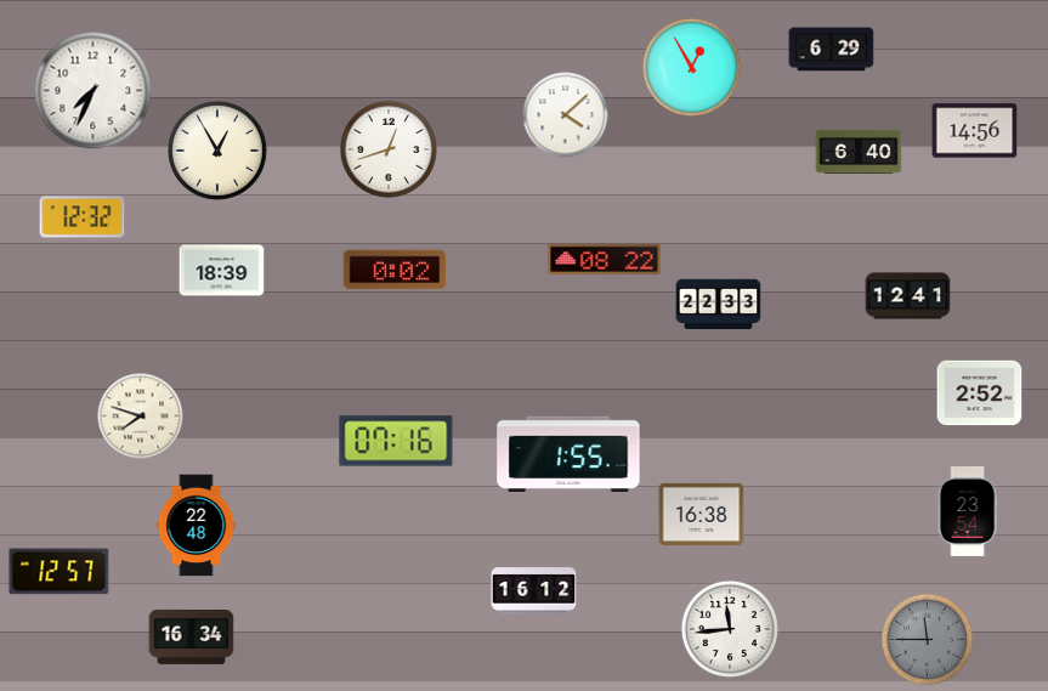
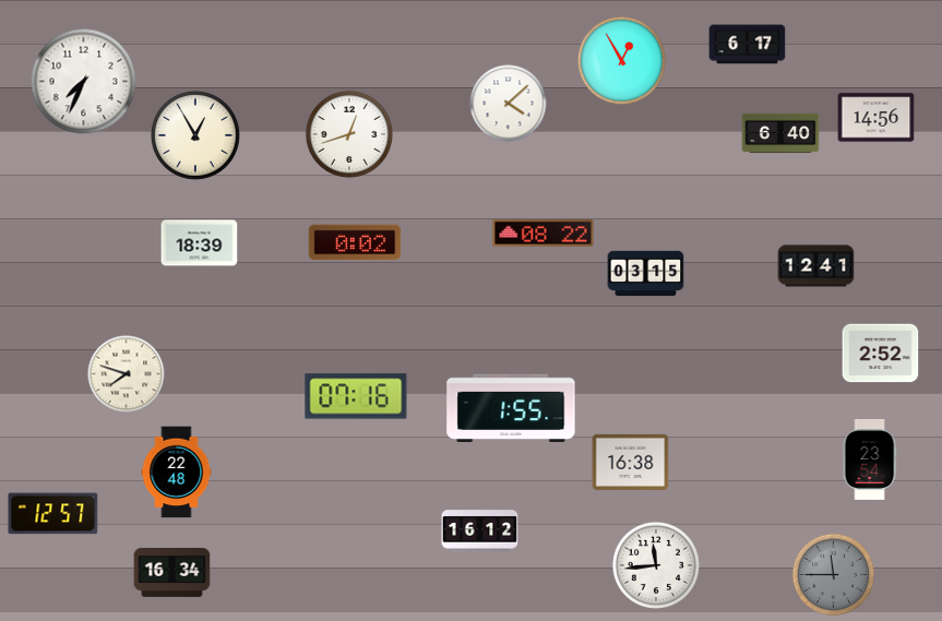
clock at (832, 50): 6:29 -> 6:17
clock at (859, 152) position: (859, 152) -> (780, 133)
clock at (83, 217): 12:32 -> none
clock at (719, 305): 22:33 -> 03:15
